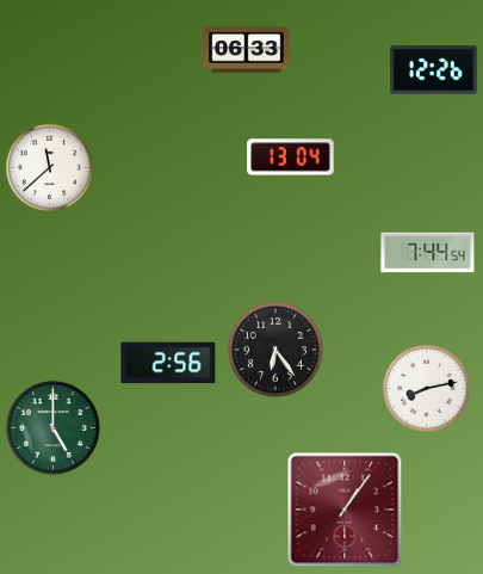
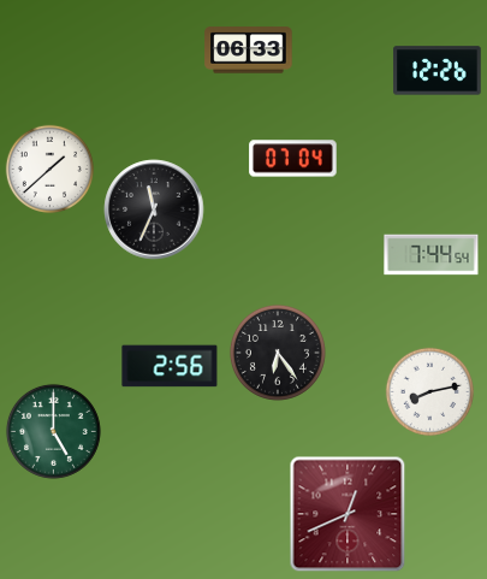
clock at (291, 158): 13:04 -> 07:04
clock at (50, 168): 11:38 -> 1:38
clock at (154, 209): none -> 11:34
clock at (345, 510): 1:06 -> 12:41
